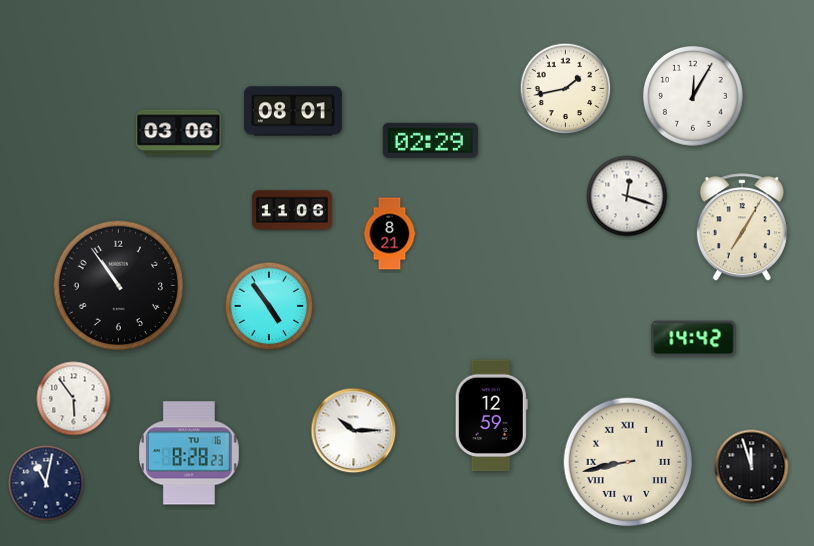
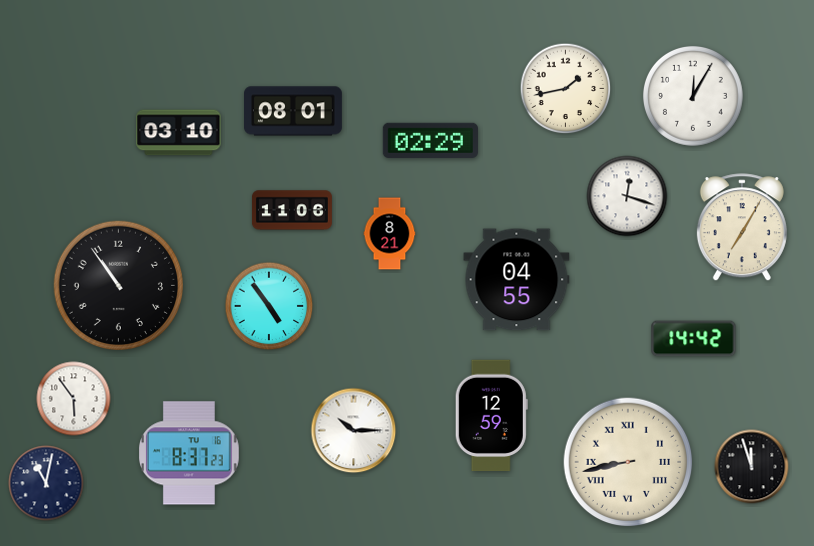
clock at (179, 133): 03:06 -> 03:10
clock at (517, 280): none -> 04:55
clock at (190, 453): 8:28 -> 8:37
